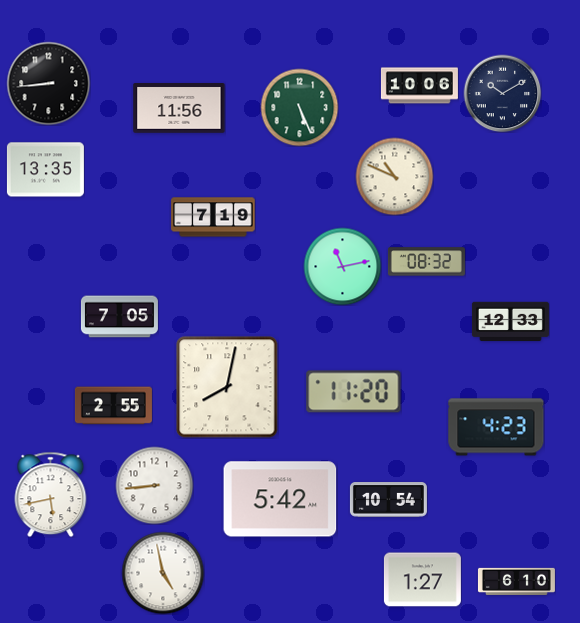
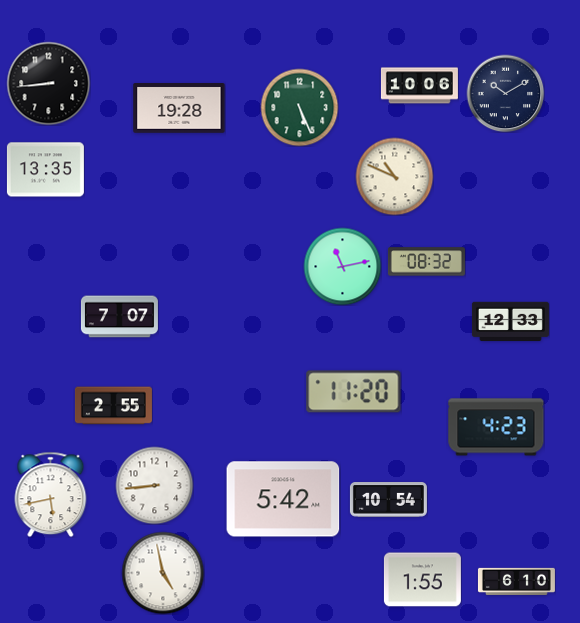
clock at (502, 93) position: (502, 93) -> (505, 93)
clock at (179, 109): 11:56 -> 19:28
clock at (213, 217): 7:19 -> none
clock at (119, 317): 7:05 -> 7:07
clock at (227, 387): 8:02 -> none
clock at (280, 499) position: (280, 499) -> (283, 499)
clock at (422, 580): 1:27 -> 1:55
